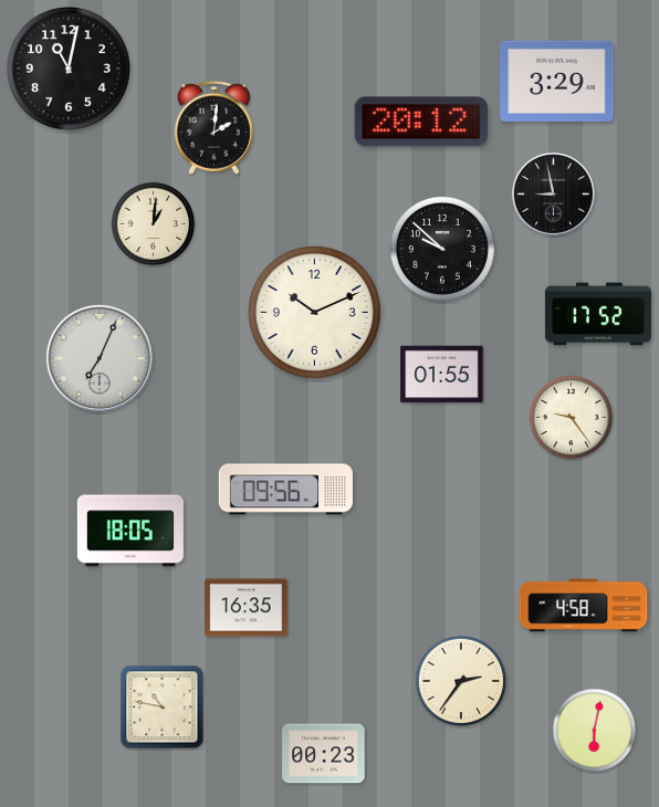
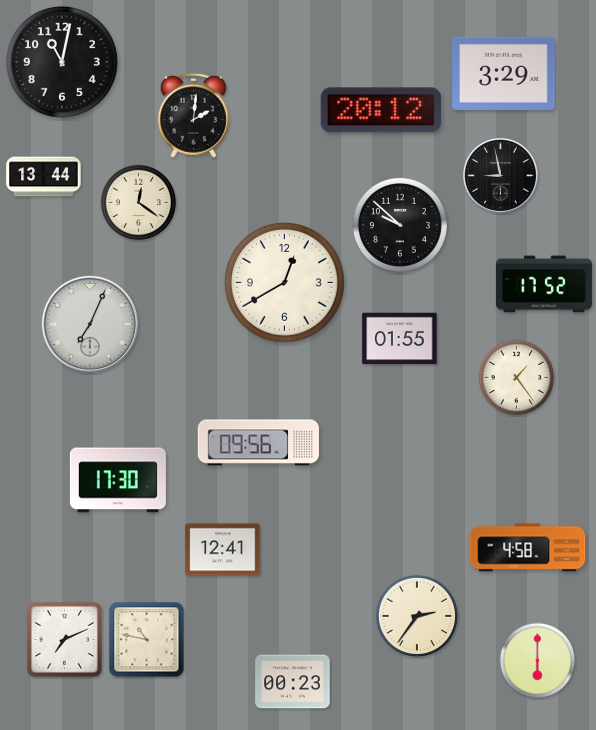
clock at (44, 177): none -> 13:44
clock at (154, 224): 1:01 -> 12:21
clock at (315, 313): 10:11 -> 12:40
clock at (598, 314) position: (598, 314) -> (544, 284)
clock at (572, 418): 9:24 -> 1:24
clock at (130, 531): 18:05 -> 17:30
clock at (247, 608): 16:35 -> 12:41
clock at (64, 639): none -> 7:11
clock at (595, 731): 6:02 -> 6:00
